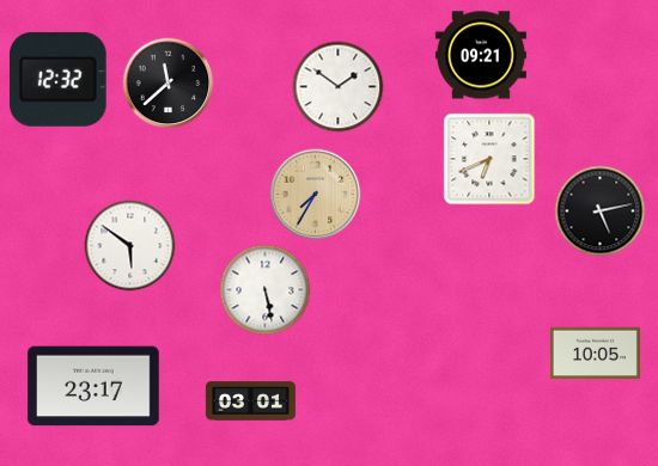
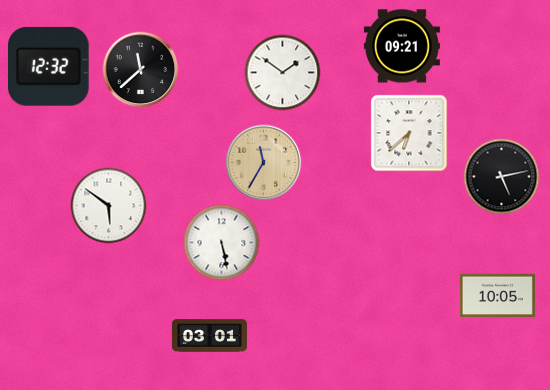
clock at (489, 159): 6:41 -> 6:38
clock at (316, 195): 7:35 -> 11:35
clock at (95, 386): 23:17 -> none
